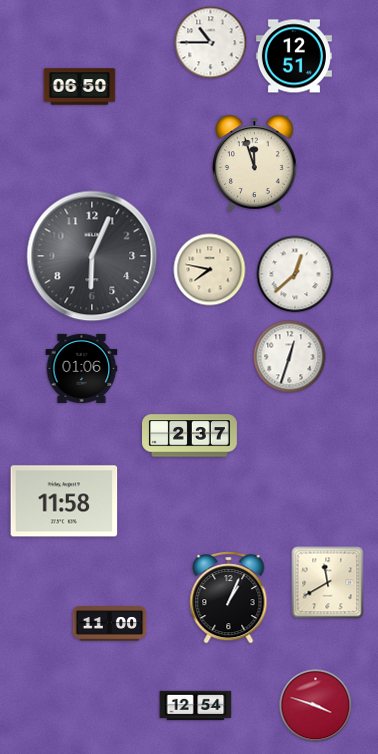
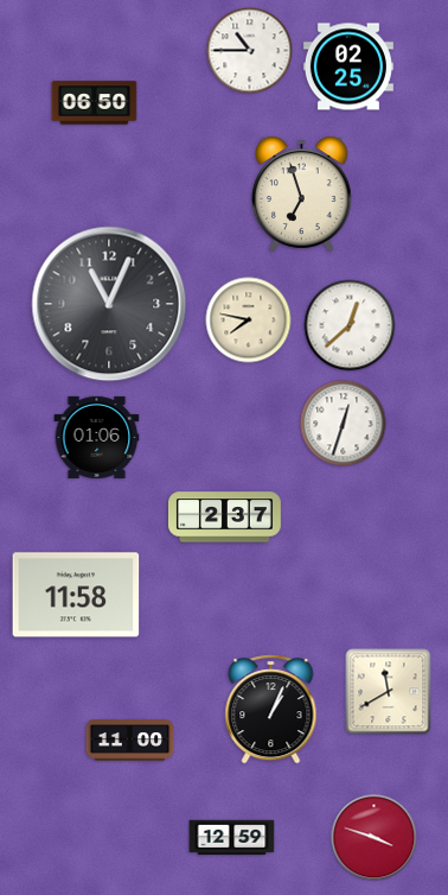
clock at (294, 56): 12:51 -> 02:25
clock at (255, 163): 11:57 -> 6:57
clock at (92, 256): 6:04 -> 11:04
clock at (196, 706): 12:54 -> 12:59
